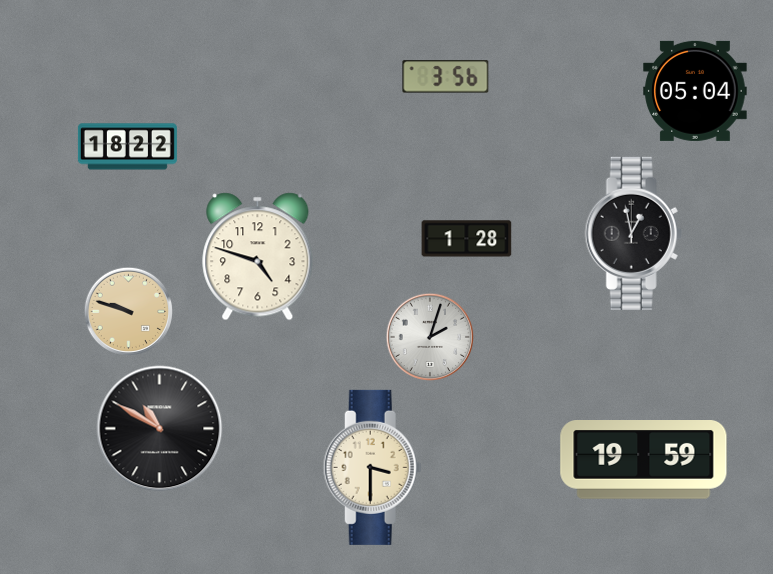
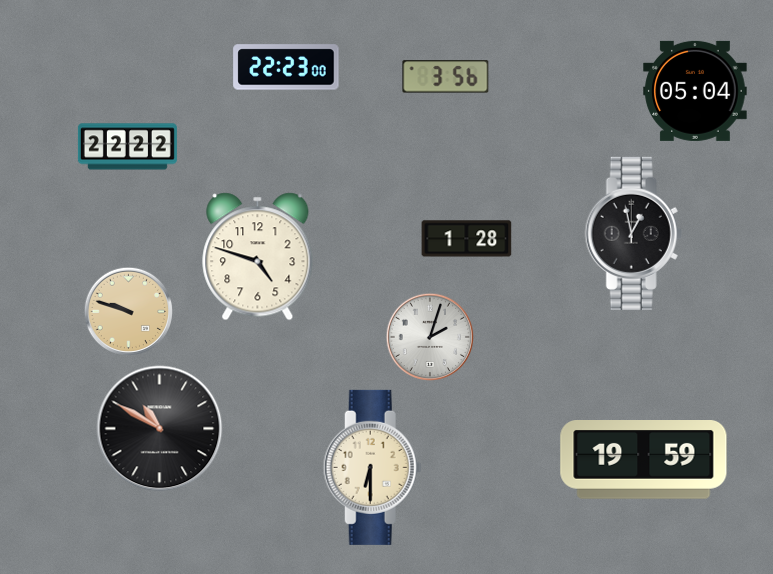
clock at (286, 67): none -> 22:23
clock at (127, 147): 18:22 -> 22:22
clock at (372, 467): 3:30 -> 6:30
